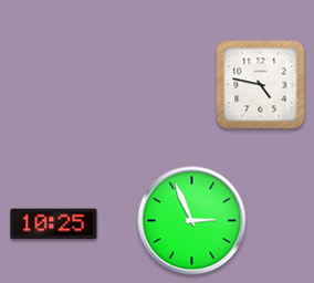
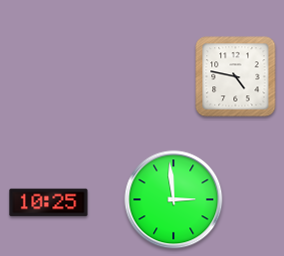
clock at (192, 221): 2:56 -> 2:59
